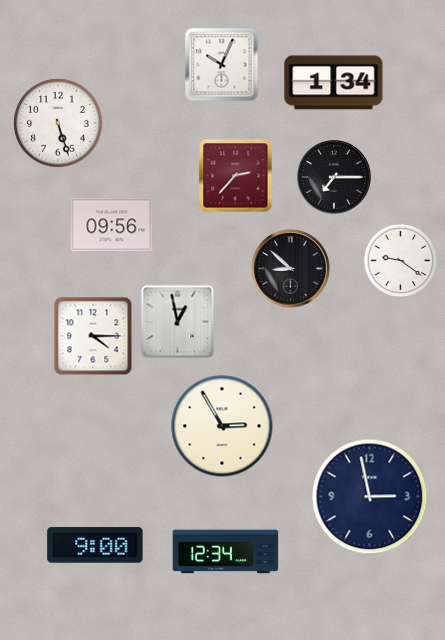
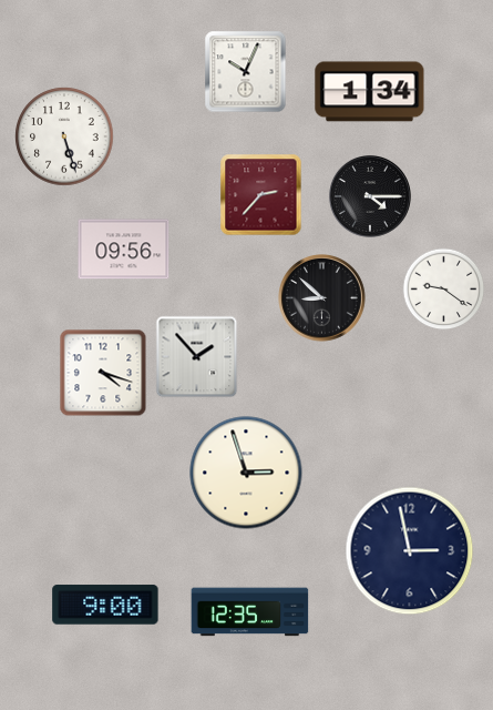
clock at (335, 178): 7:15 -> 4:15
clock at (178, 322): 12:58 -> 1:53
clock at (93, 336): 4:15 -> 4:18
clock at (222, 426): 2:55 -> 2:57
clock at (226, 552): 12:34 -> 12:35
